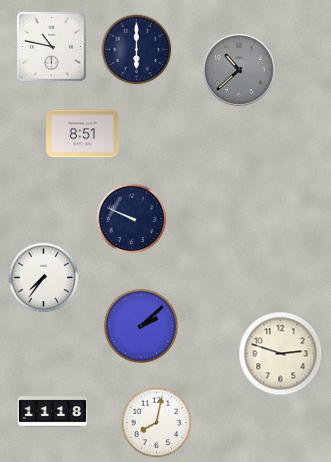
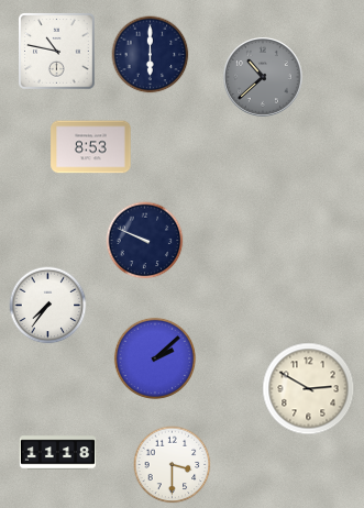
clock at (83, 134): 8:51 -> 8:53
clock at (281, 354): 2:48 -> 2:50
clock at (157, 423): 8:02 -> 3:30
